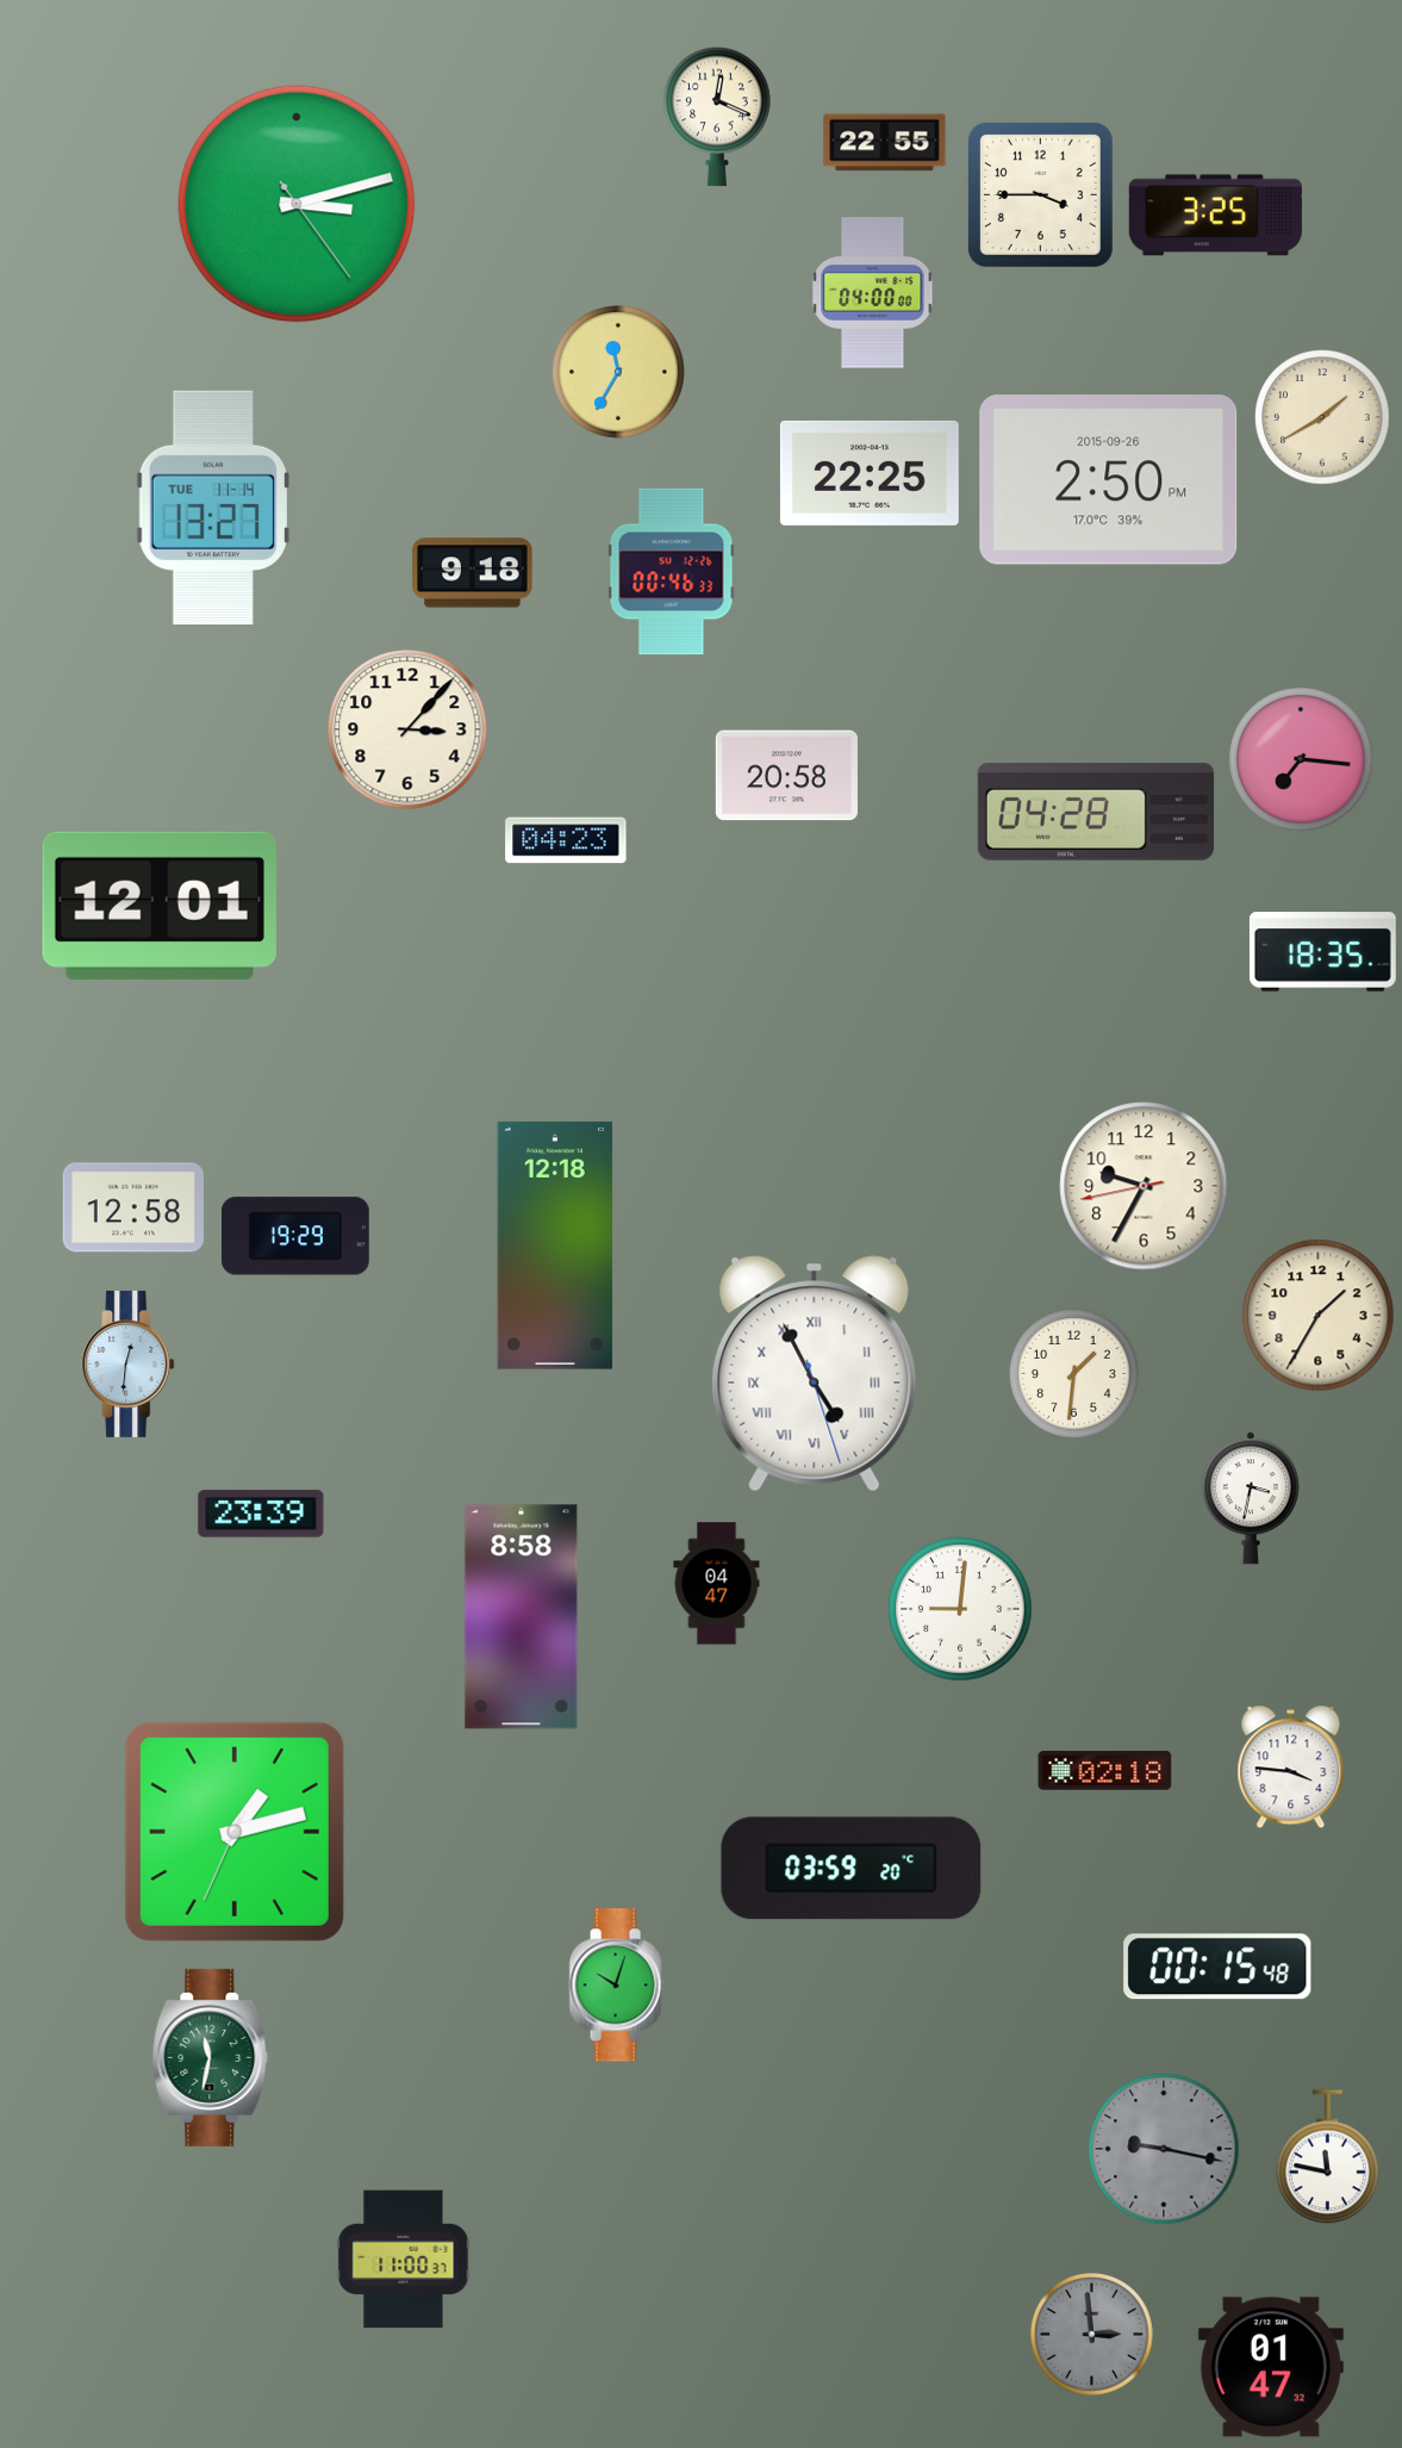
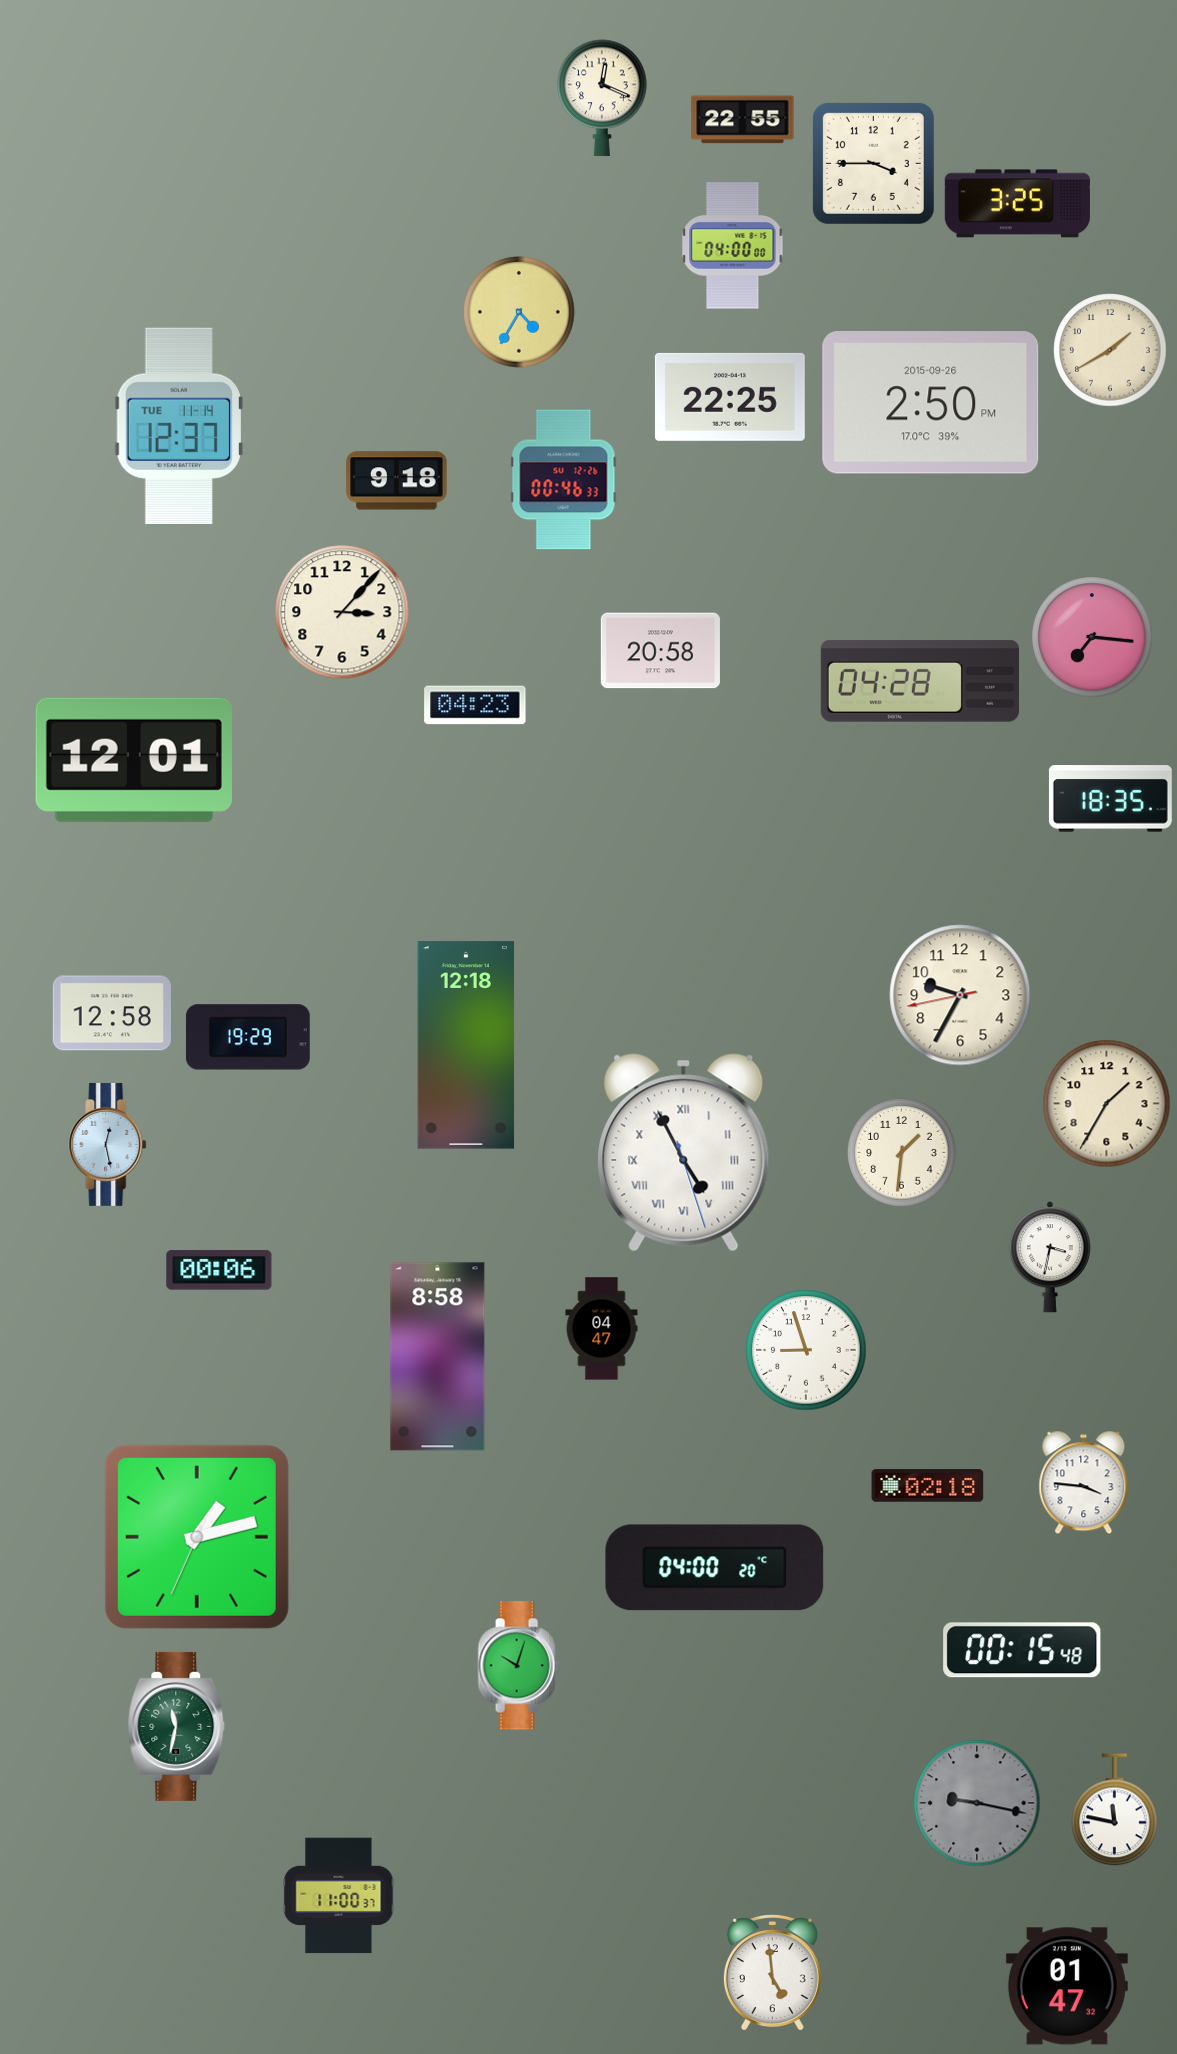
clock at (297, 204): 3:12 -> none
clock at (1215, 216) position: (1215, 216) -> (1017, 204)
clock at (618, 372): 11:35 -> 4:35
clock at (213, 508): 13:27 -> 12:37
clock at (129, 1363): 12:31 -> 12:28
clock at (261, 1514): 23:39 -> 00:06
clock at (960, 1609): 9:01 -> 8:57
clock at (852, 1869): 03:59 -> 04:00
clock at (1092, 2335): 2:59 -> none
clock at (772, 1973): none -> 4:59
